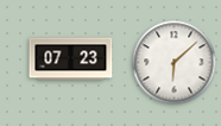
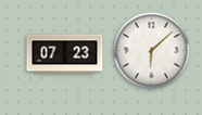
clock at (175, 63) position: (175, 63) -> (152, 51)
